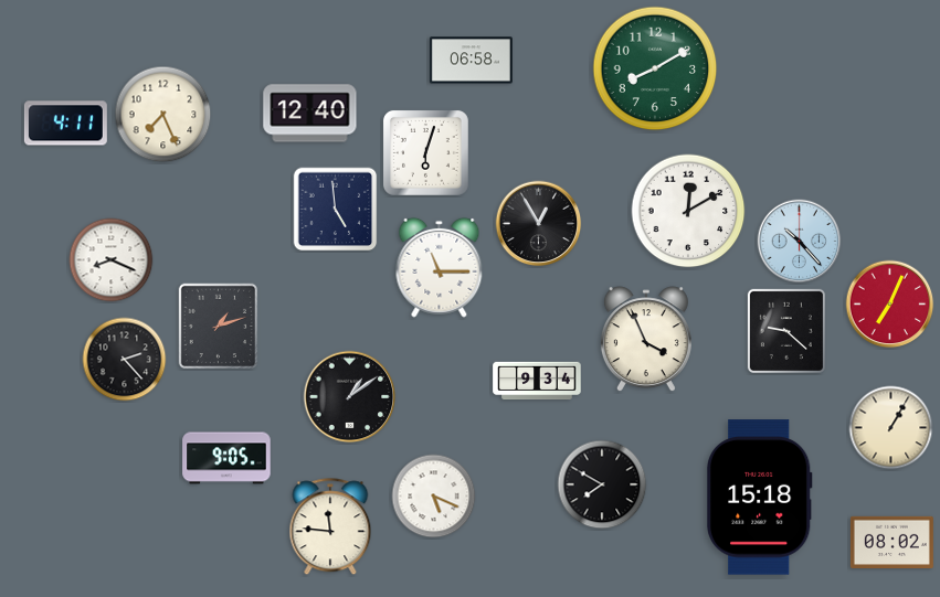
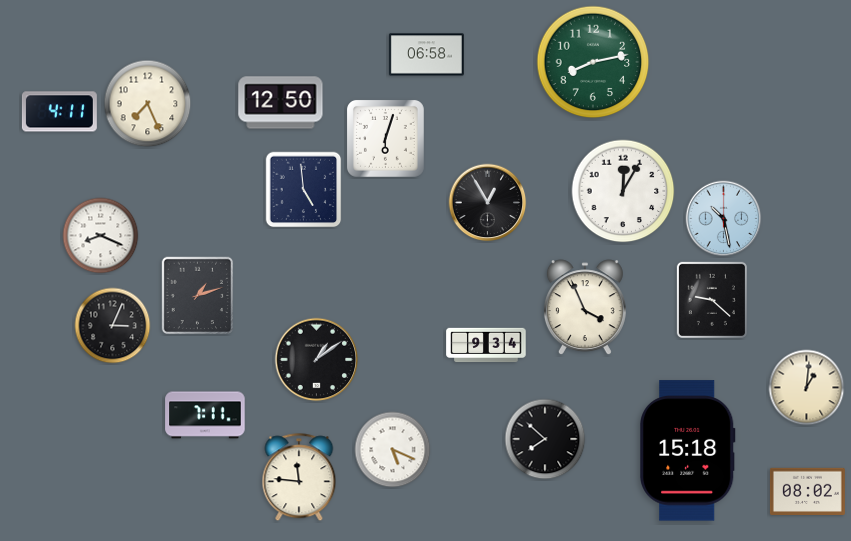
clock at (655, 68): 8:10 -> 8:13
clock at (310, 114): 12:40 -> 12:50
clock at (688, 211): 12:10 -> 12:05
clock at (800, 242): 10:23 -> 10:28
clock at (440, 267): 11:15 -> none
clock at (890, 305): 7:04 -> none
clock at (125, 360): 2:23 -> 3:04
clock at (891, 428): 1:05 -> 1:01
clock at (226, 458): 9:05 -> 7:11
clock at (602, 484): 7:50 -> 7:52
